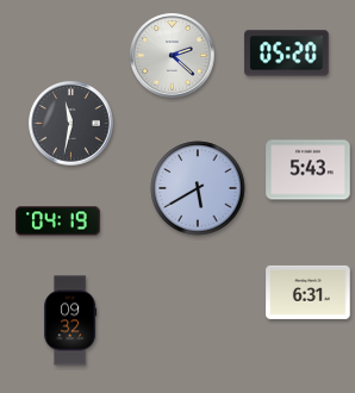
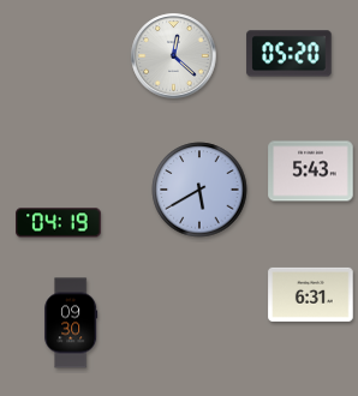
clock at (173, 56): 2:22 -> 12:22
clock at (71, 124): 11:32 -> none
clock at (70, 320): 09:32 -> 09:30
